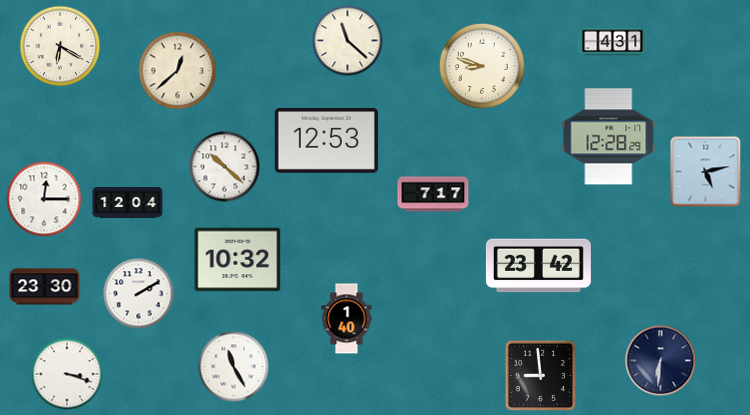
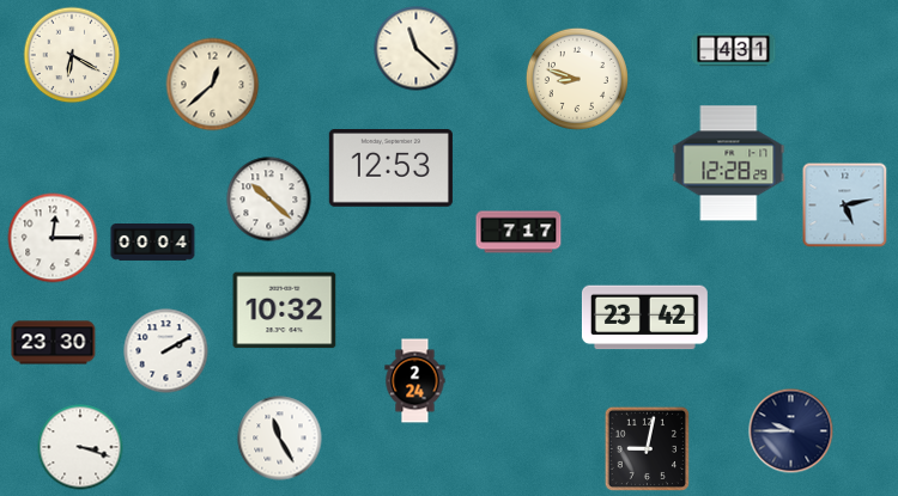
clock at (128, 203): 12:04 -> 00:04
clock at (347, 319): 1:40 -> 2:24
clock at (661, 361): 6:31 -> 9:45
clock at (540, 375): 8:59 -> 9:02
